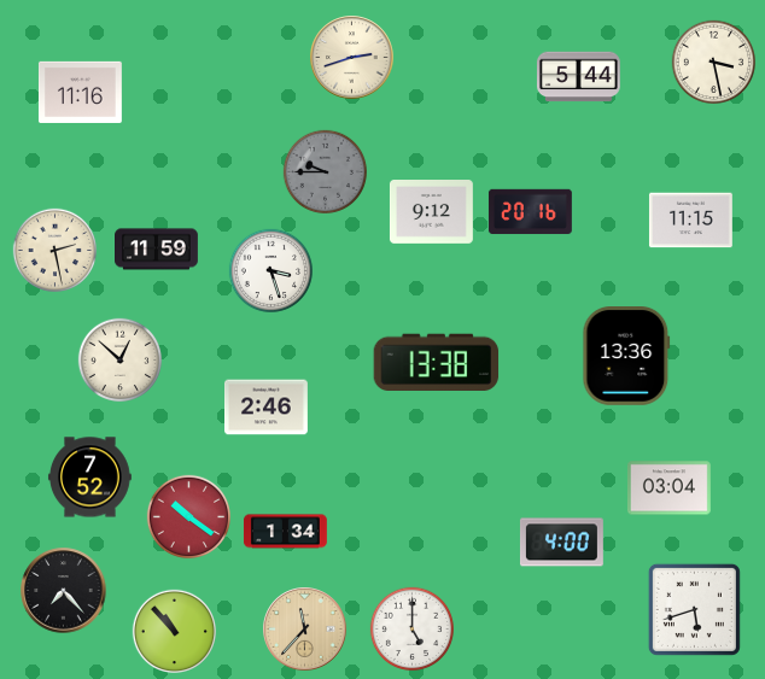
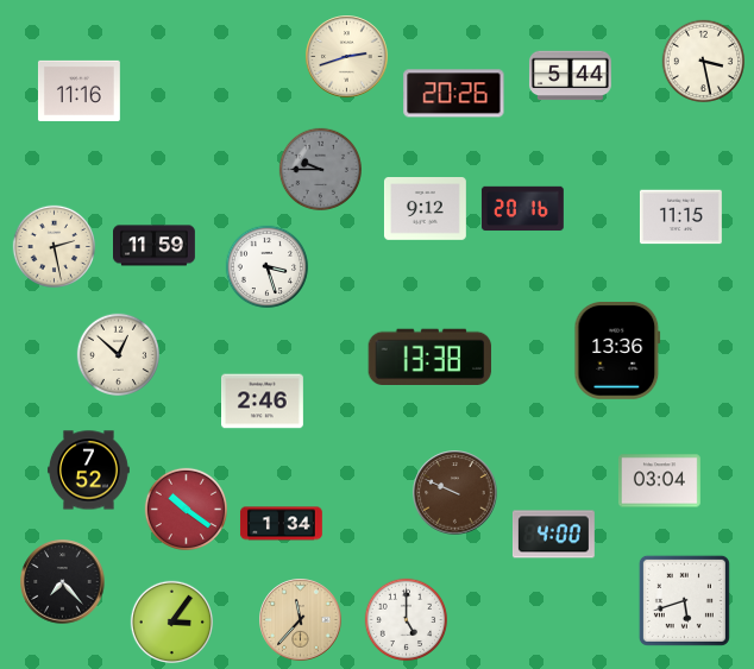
clock at (454, 94): none -> 20:26
clock at (455, 493): none -> 9:49
clock at (174, 631): 10:53 -> 3:06
